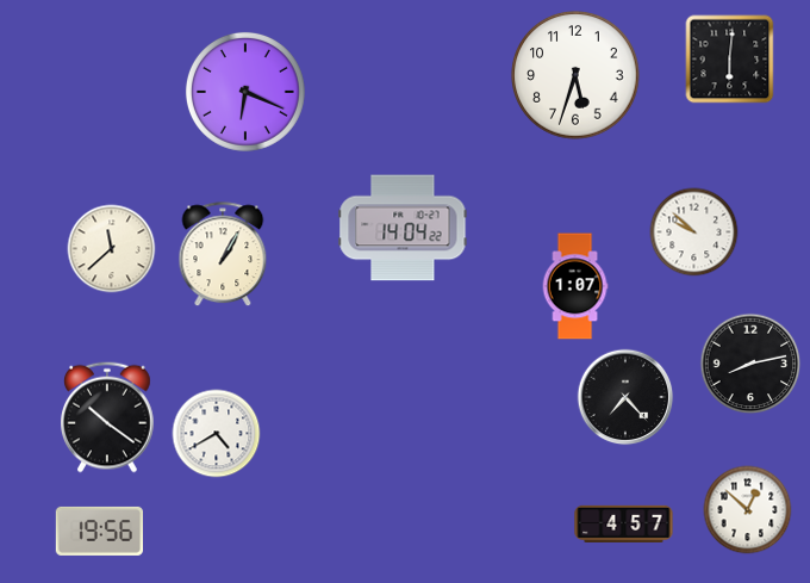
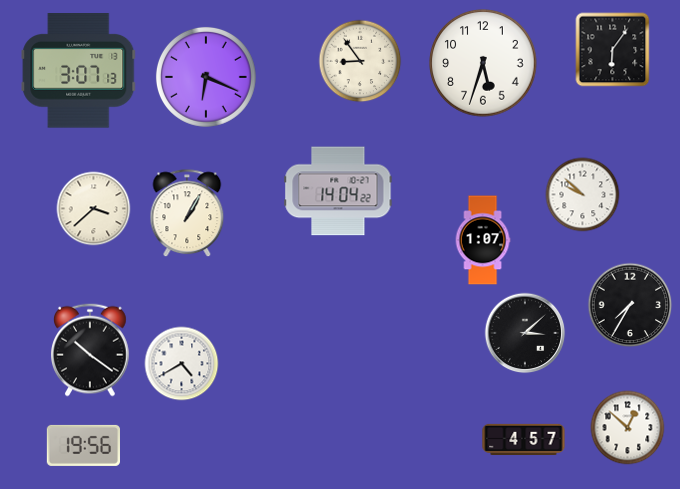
clock at (730, 60): 6:01 -> 6:06
clock at (360, 61): none -> 8:54
clock at (79, 71): none -> 3:07
clock at (112, 249): 11:38 -> 3:38
clock at (750, 364): 8:13 -> 7:35
clock at (625, 397): 7:23 -> 3:08
